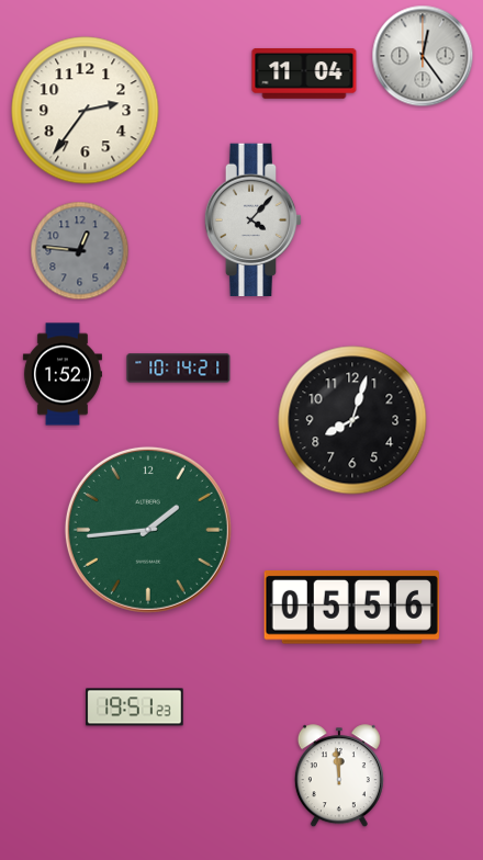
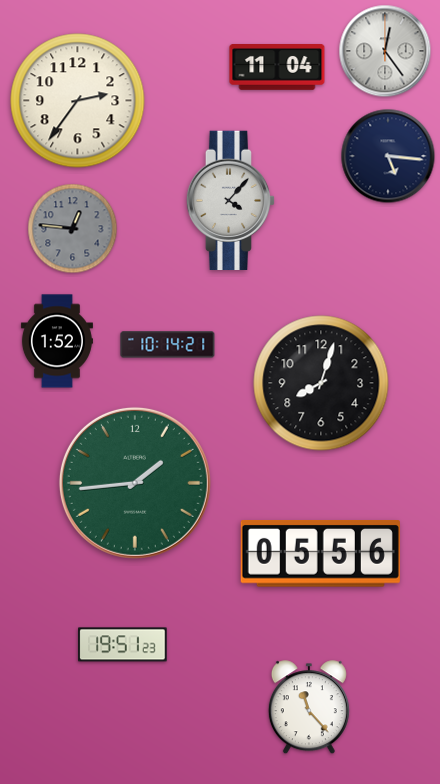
clock at (388, 156): none -> 5:16
clock at (179, 369) position: (179, 369) -> (168, 345)
clock at (339, 777): 11:59 -> 11:23
